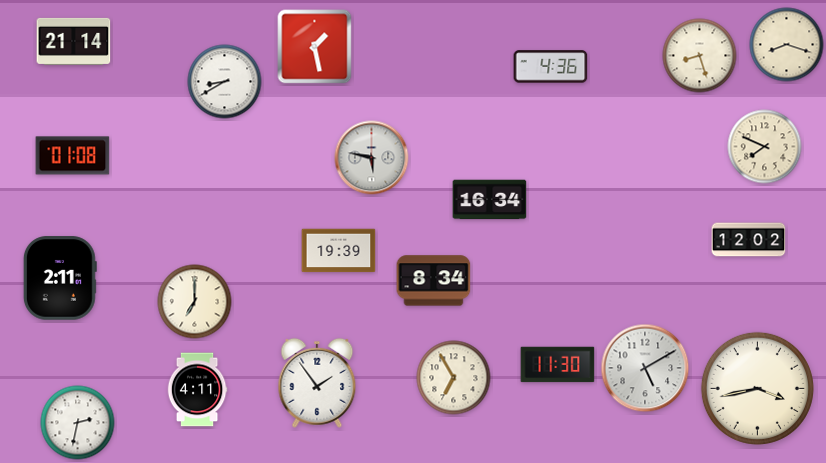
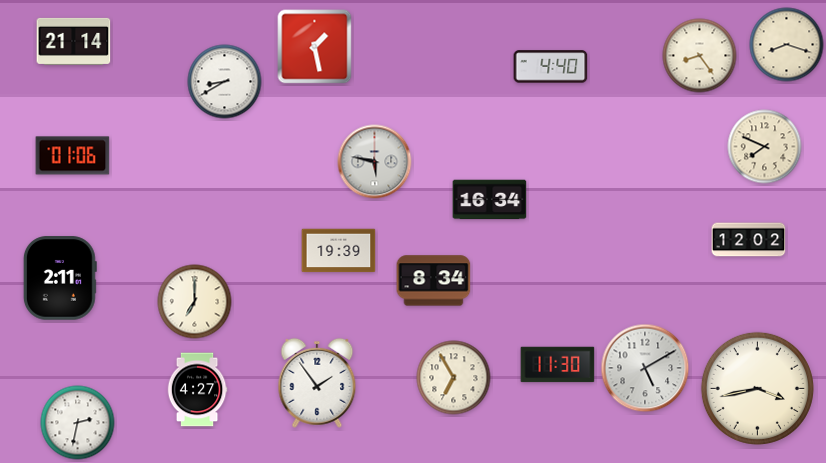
clock at (700, 56): 8:27 -> 8:24
clock at (551, 67): 4:36 -> 4:40
clock at (73, 156): 01:08 -> 01:06
clock at (372, 158) position: (372, 158) -> (375, 162)
clock at (197, 390): 4:11 -> 4:27
